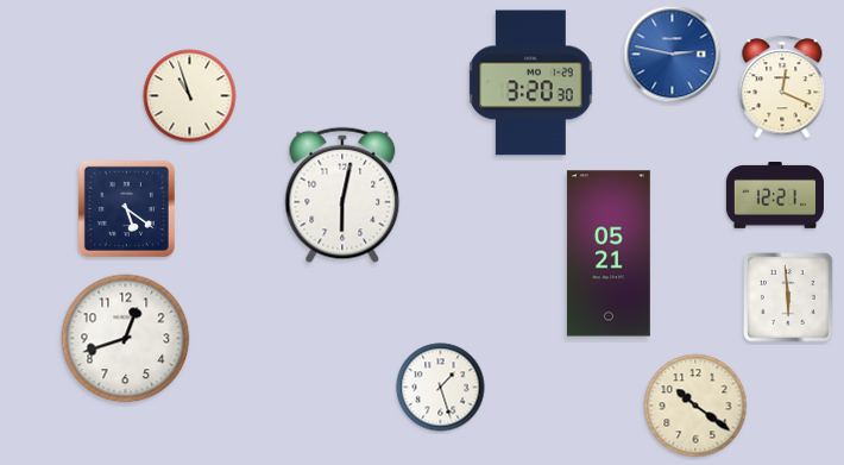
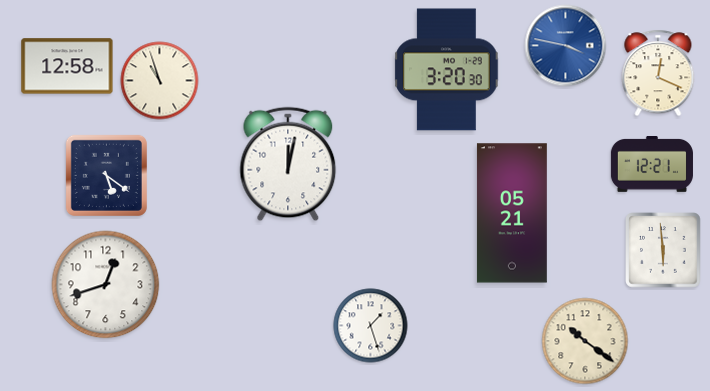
clock at (673, 55): 2:47 -> 3:47
clock at (67, 66): none -> 12:58
clock at (342, 195): 6:02 -> 12:02
